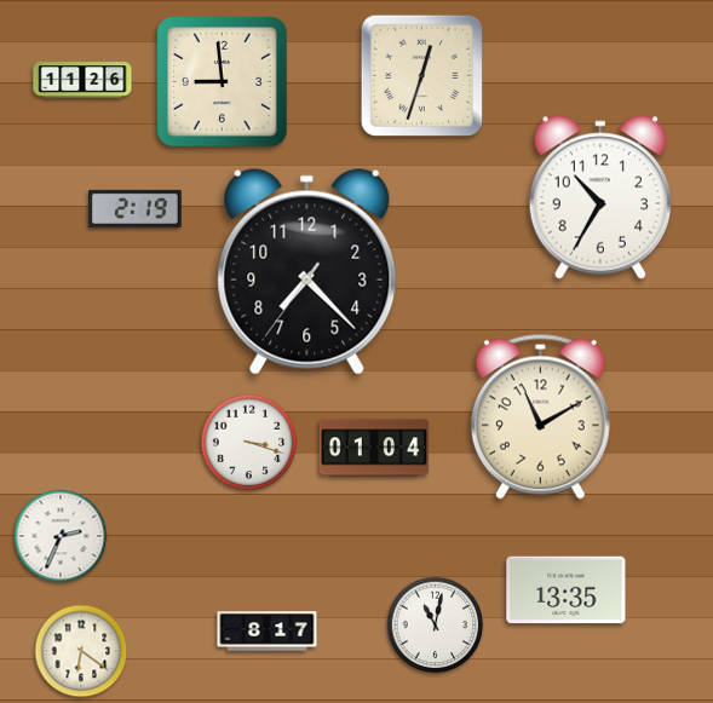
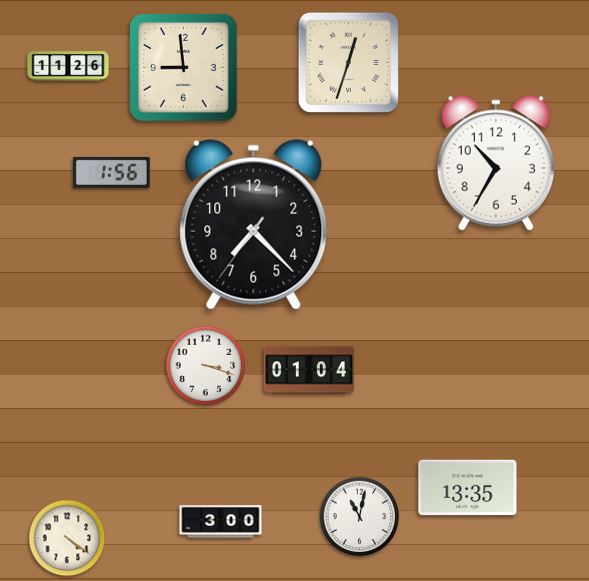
clock at (136, 208): 2:19 -> 1:56
clock at (540, 416): 11:10 -> none
clock at (61, 536): 2:34 -> none
clock at (268, 632): 8:17 -> 3:00
clock at (81, 651): 6:21 -> 4:21
